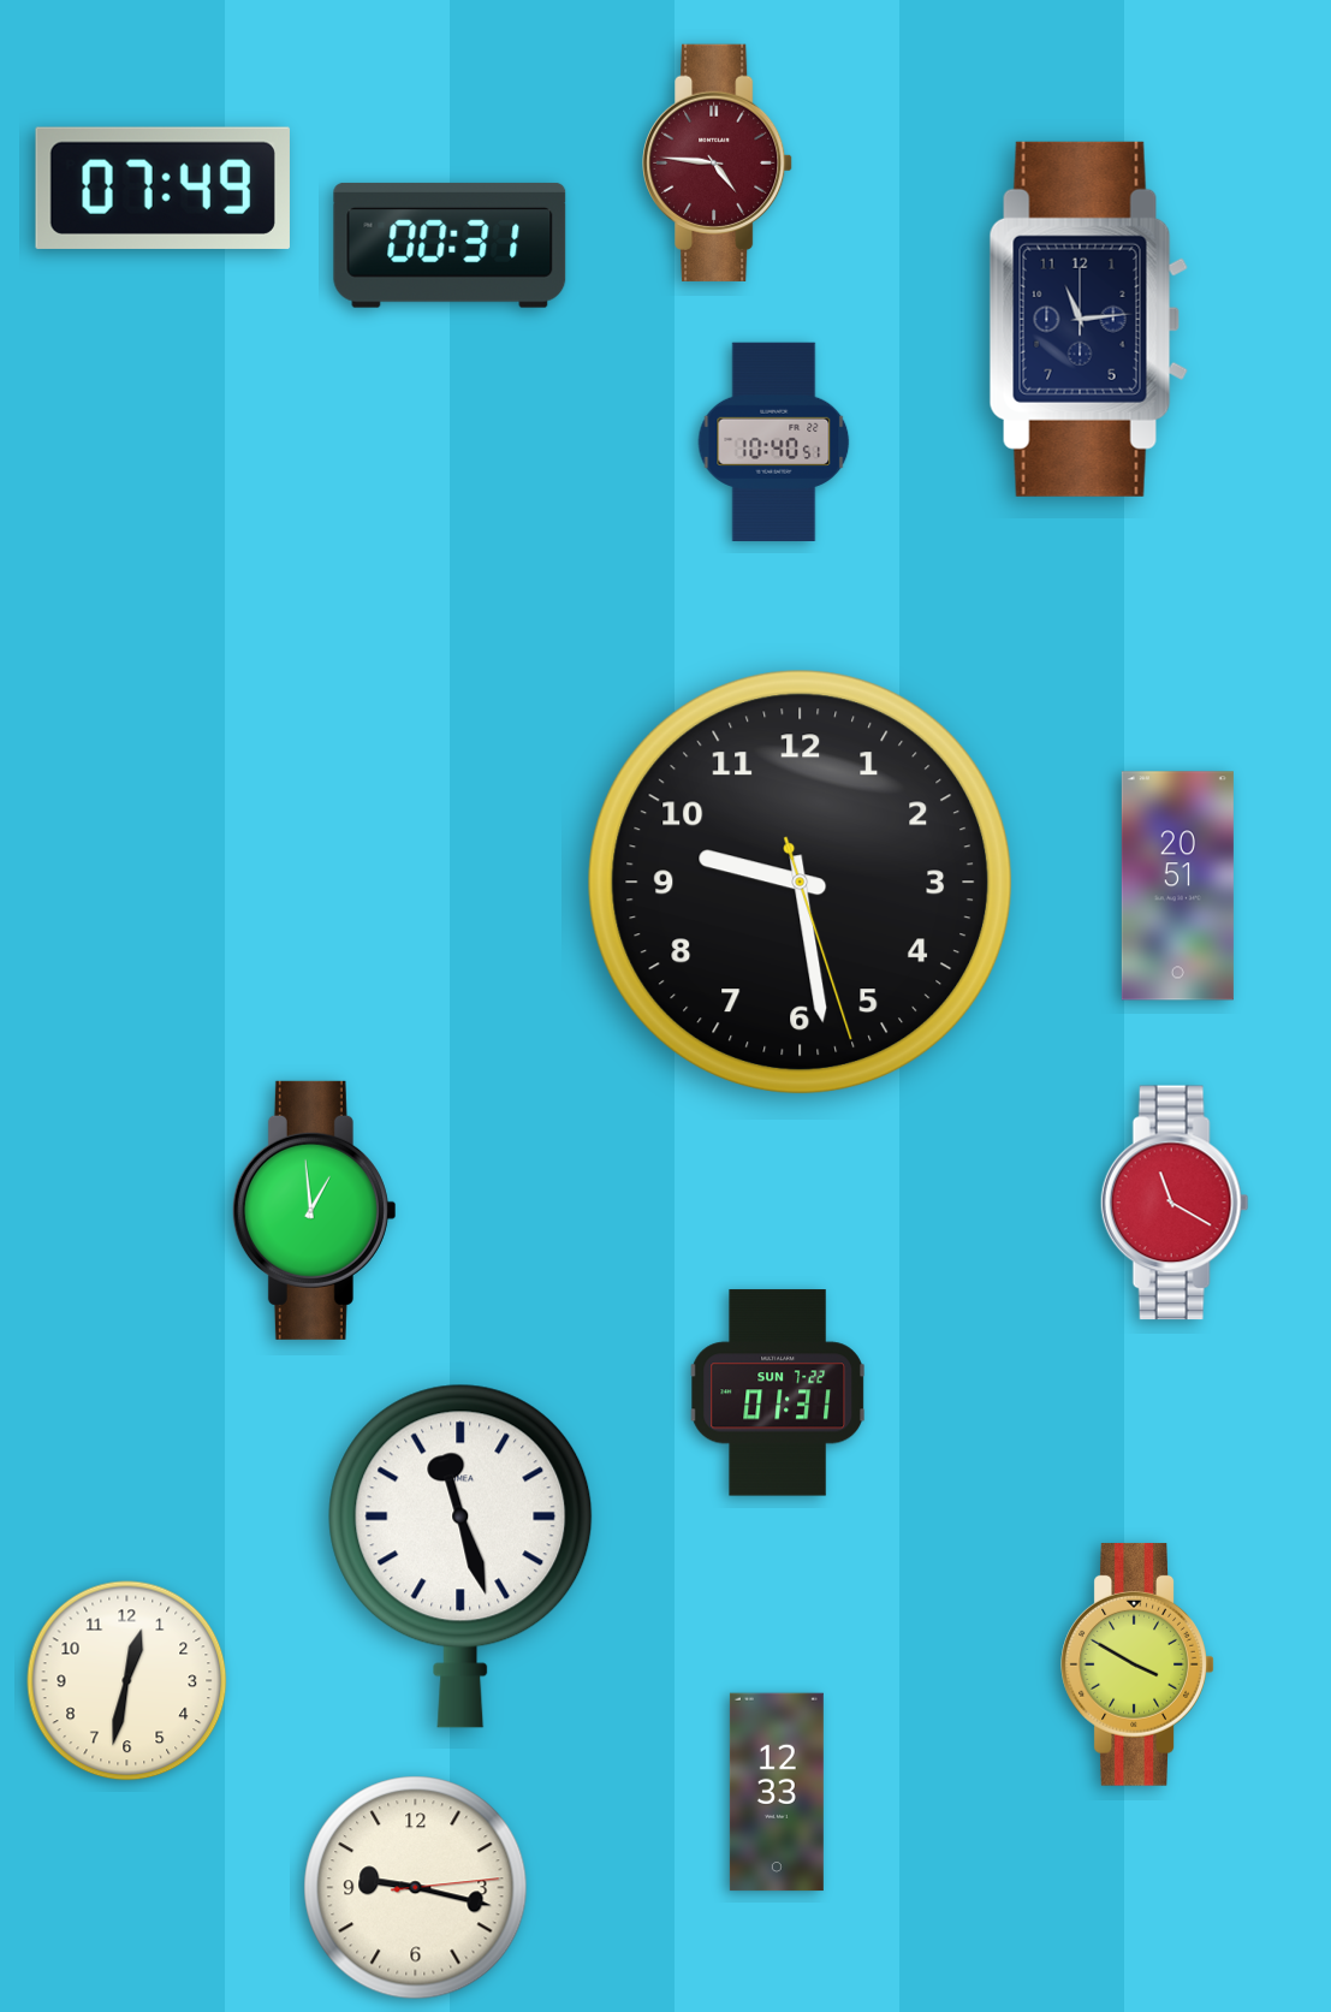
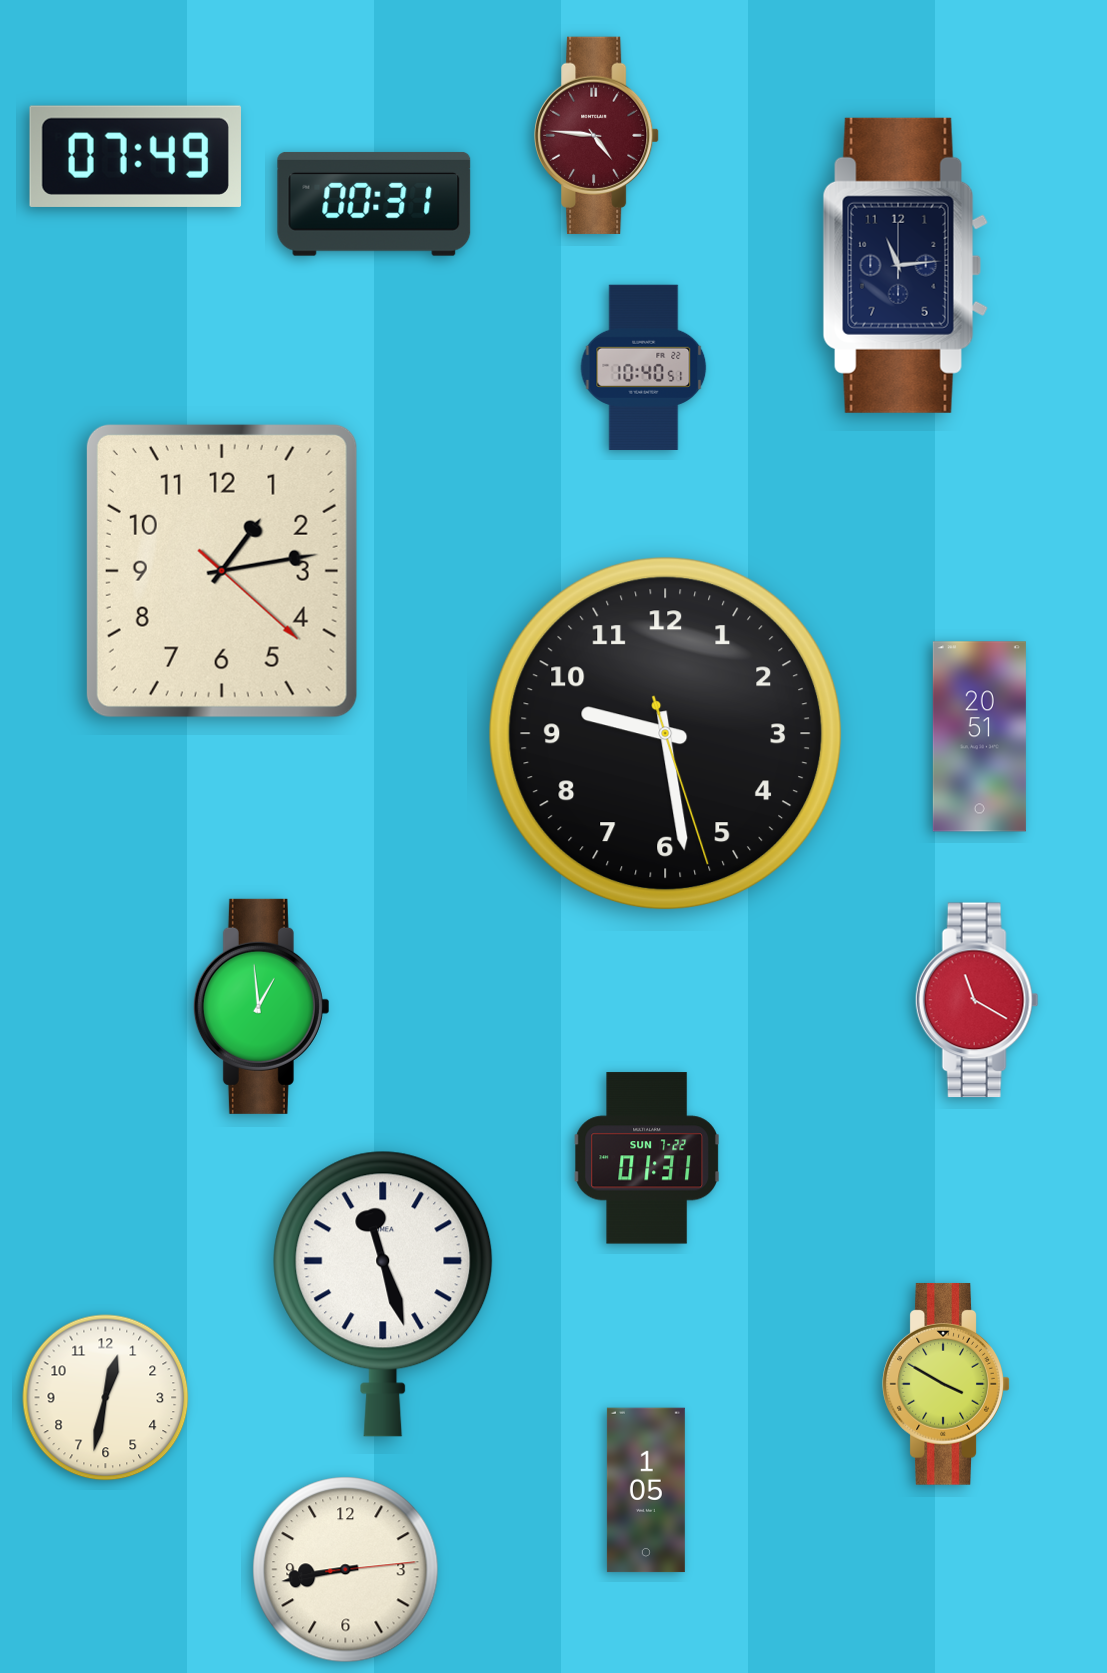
clock at (222, 571): none -> 1:13
clock at (777, 1792): 12:33 -> 1:05
clock at (416, 1888): 9:17 -> 8:43
